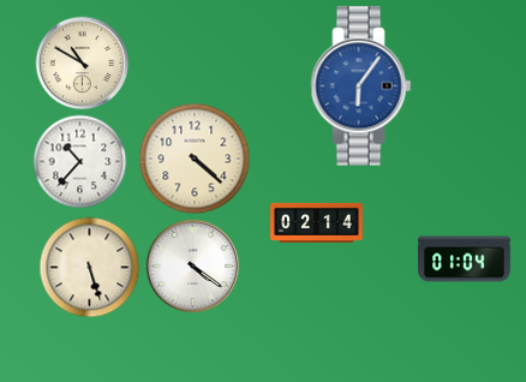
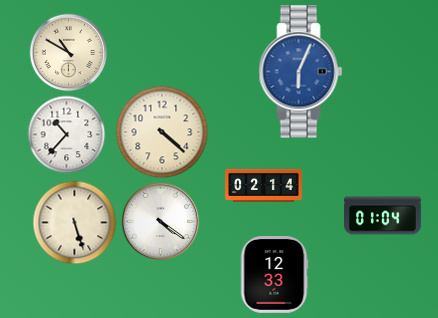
clock at (361, 86): 6:06 -> 6:04
clock at (465, 259) position: (465, 259) -> (383, 216)
clock at (274, 275): none -> 12:33
